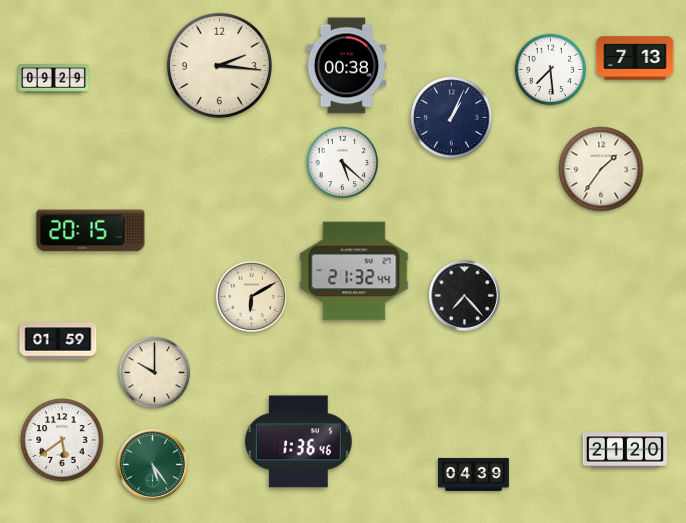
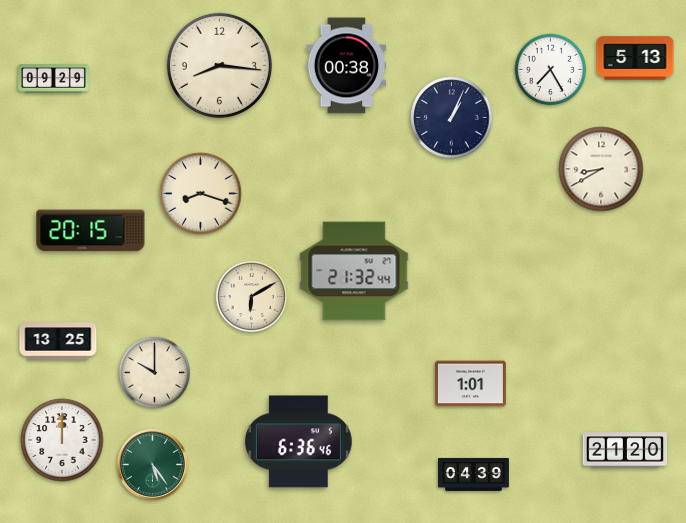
clock at (635, 58): 7:13 -> 5:13
clock at (219, 65): 2:16 -> 8:16
clock at (551, 70): 7:29 -> 7:25
clock at (343, 163): 5:22 -> none
clock at (601, 169): 1:36 -> 8:40
clock at (201, 194): none -> 8:18
clock at (464, 295): 7:23 -> none
clock at (58, 341): 01:59 -> 13:25
clock at (470, 384): none -> 1:01
clock at (62, 440): 5:39 -> 12:00
clock at (298, 442): 1:36 -> 6:36
